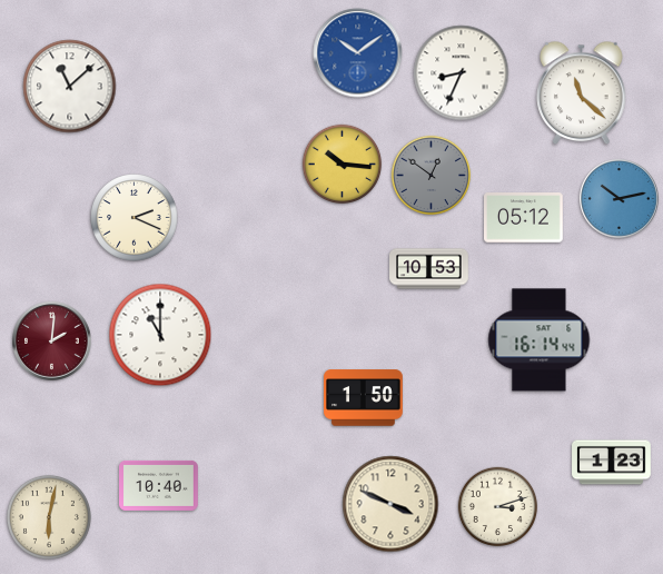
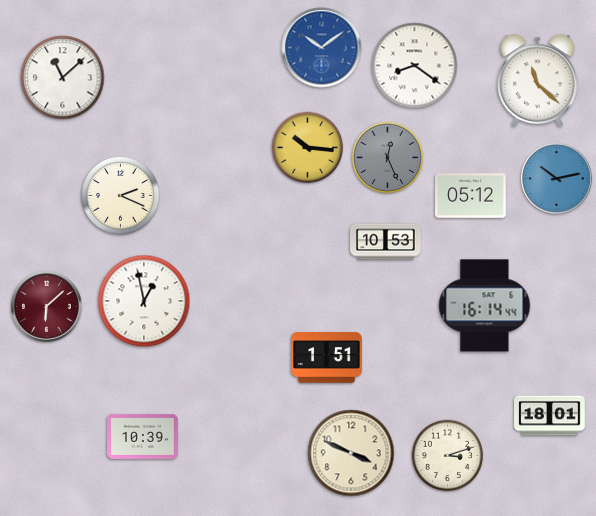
clock at (462, 73): 8:34 -> 8:21
clock at (582, 93) position: (582, 93) -> (538, 81)
clock at (432, 176): 12:51 -> 12:26
clock at (160, 335): 11:00 -> 12:58
clock at (52, 342): 2:01 -> 6:08
clock at (364, 398): 1:50 -> 1:51
clock at (612, 463): 1:23 -> 18:01
clock at (159, 485): 10:40 -> 10:39
clock at (49, 517): 6:02 -> none
